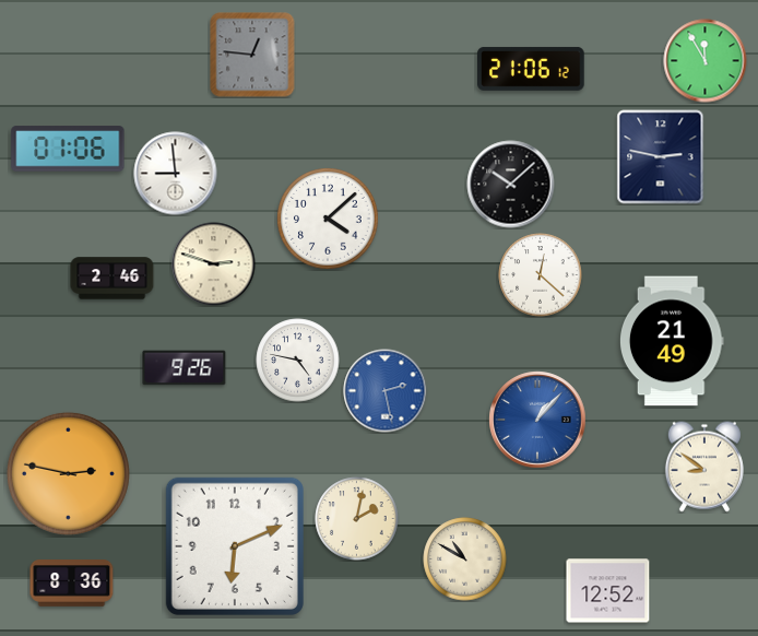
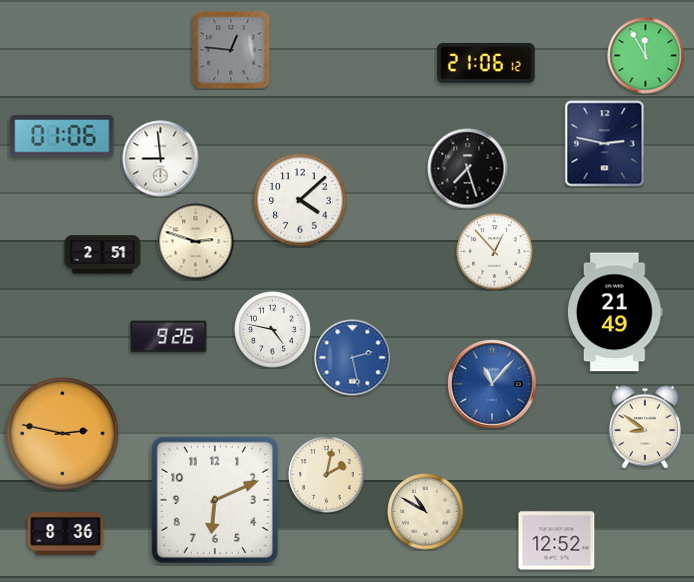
clock at (511, 185): 10:08 -> 7:27
clock at (541, 275): 12:22 -> 12:53
clock at (112, 279): 2:46 -> 2:51
clock at (537, 420): 1:07 -> 11:07
